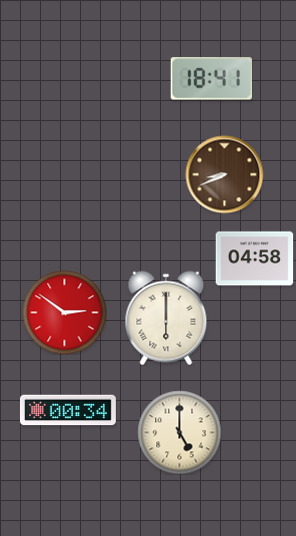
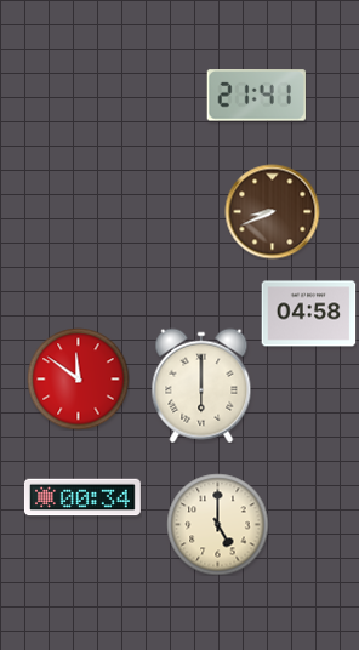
clock at (211, 79): 18:41 -> 21:41
clock at (64, 312): 2:51 -> 11:51
